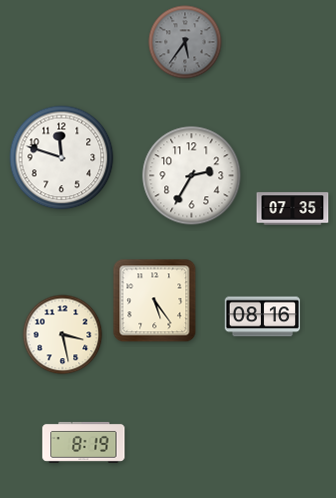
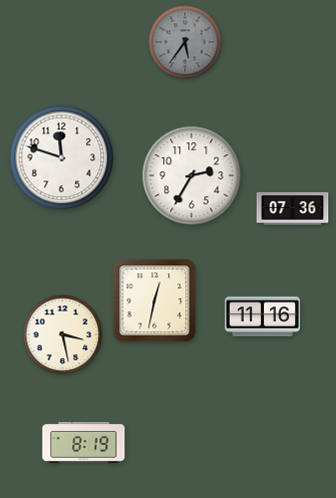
clock at (293, 209): 07:35 -> 07:36
clock at (155, 301): 5:24 -> 12:32
clock at (263, 317): 08:16 -> 11:16
